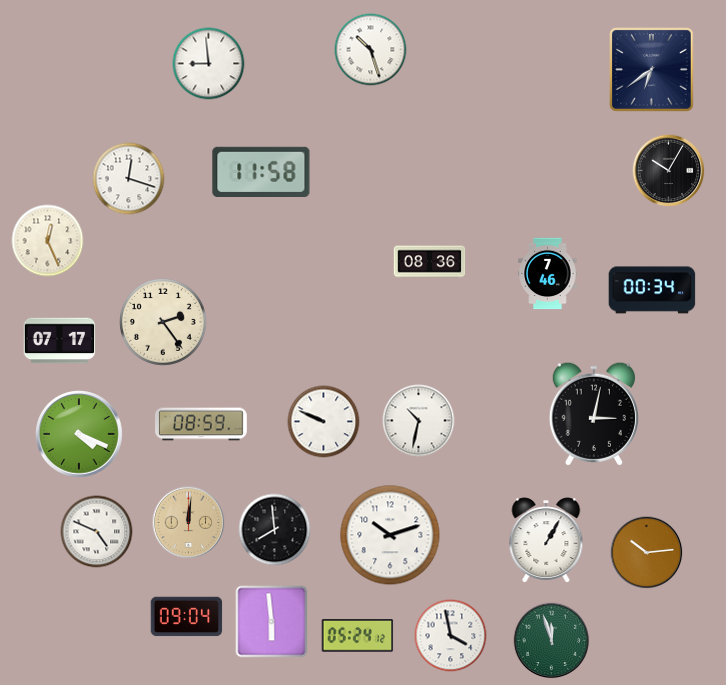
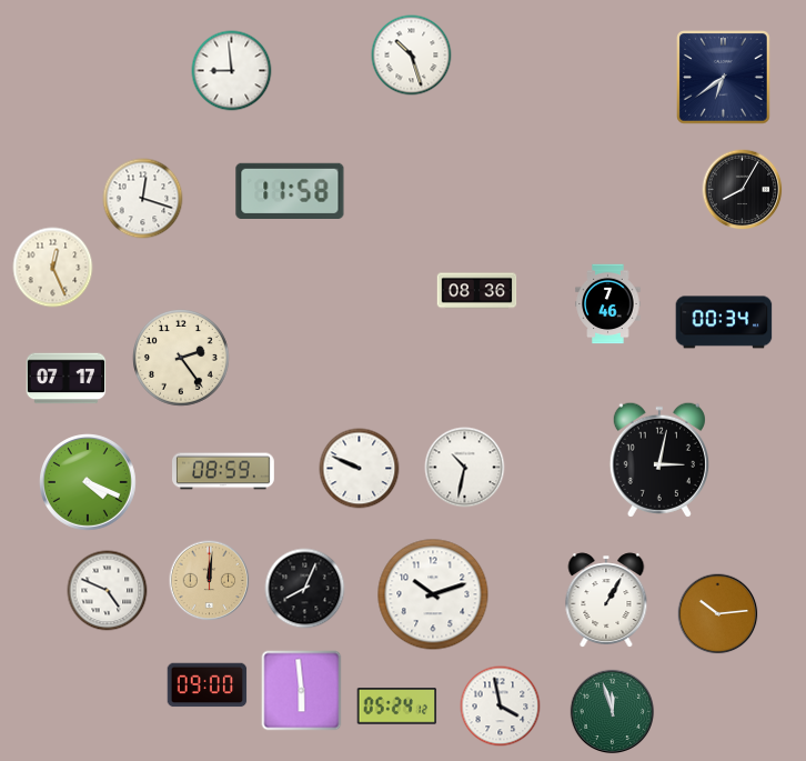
clock at (669, 171): 10:05 -> 8:05
clock at (275, 530): 7:59 -> 8:04
clock at (187, 617): 09:04 -> 09:00
